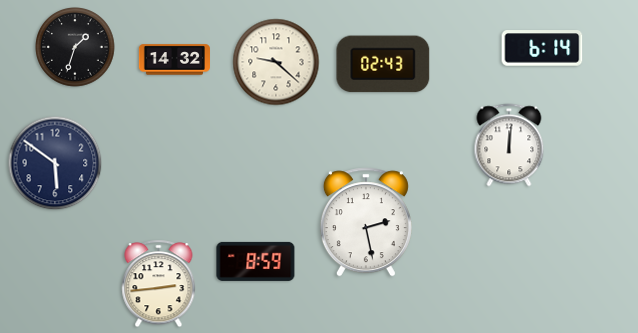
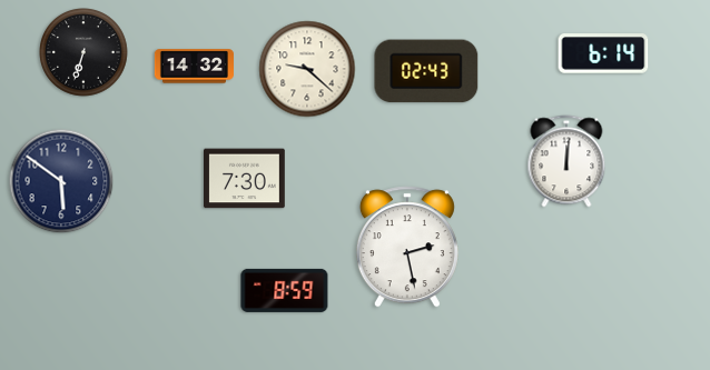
clock at (75, 47): 1:33 -> 6:33
clock at (245, 179): none -> 7:30
clock at (159, 284): 2:44 -> none
